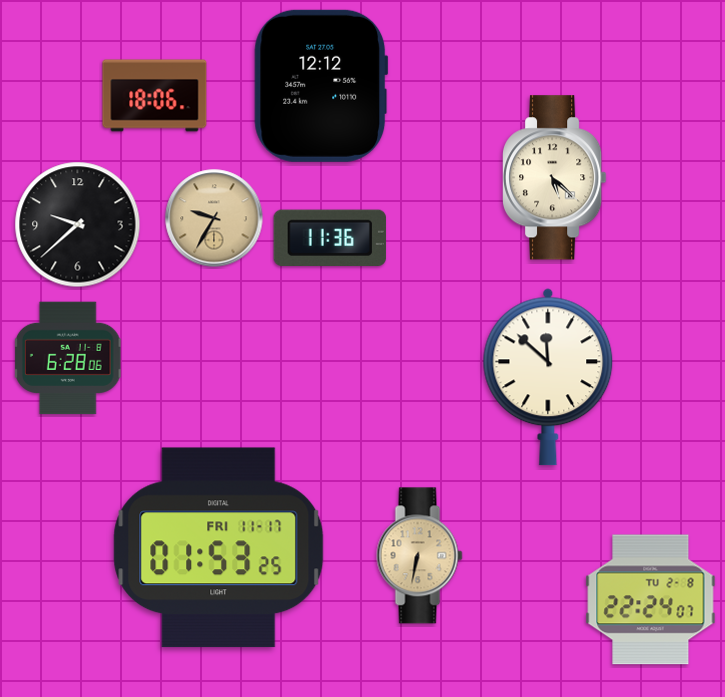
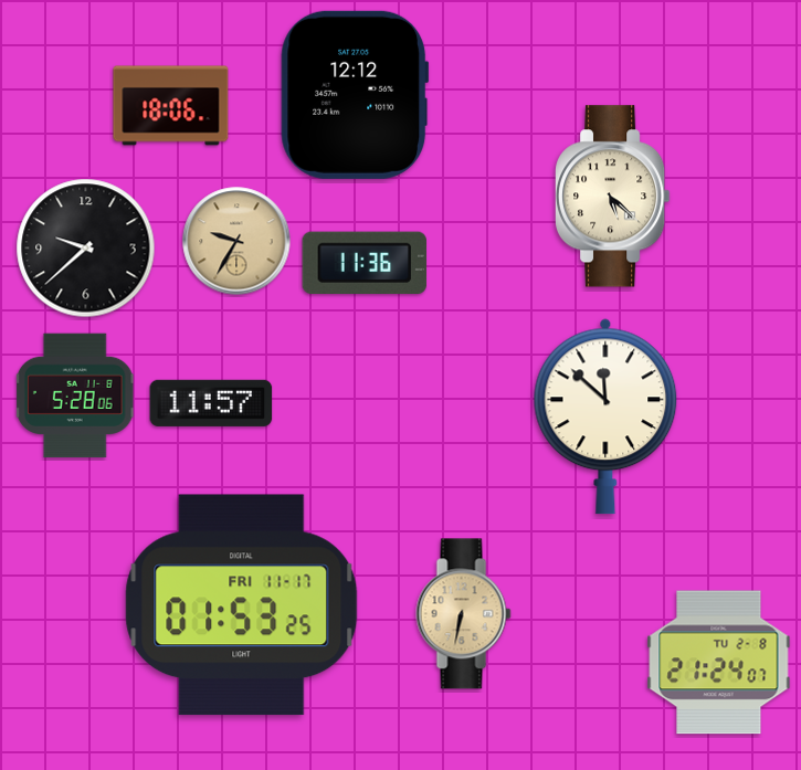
clock at (68, 358): 6:28 -> 5:28
clock at (211, 403): none -> 11:57
clock at (651, 600): 22:24 -> 21:24
